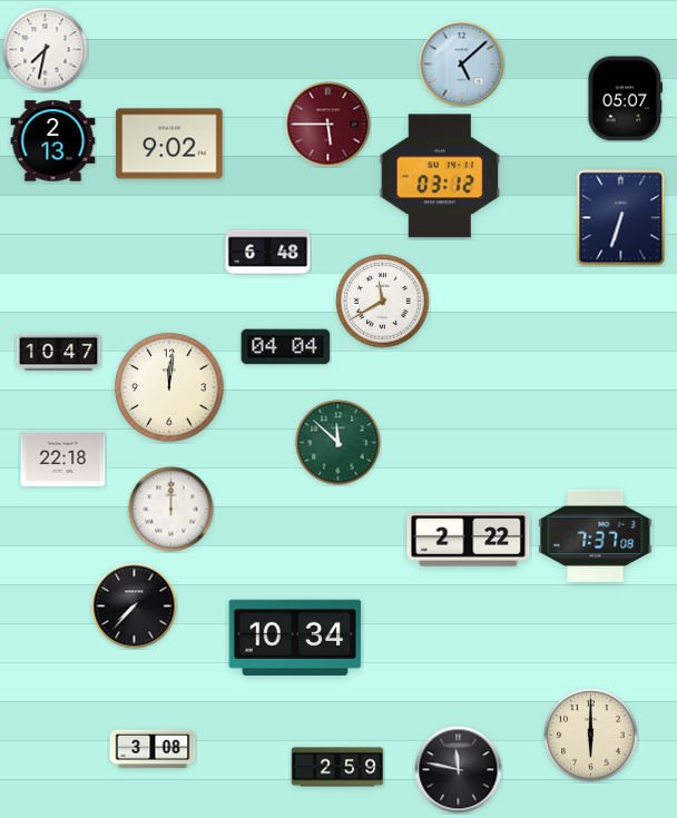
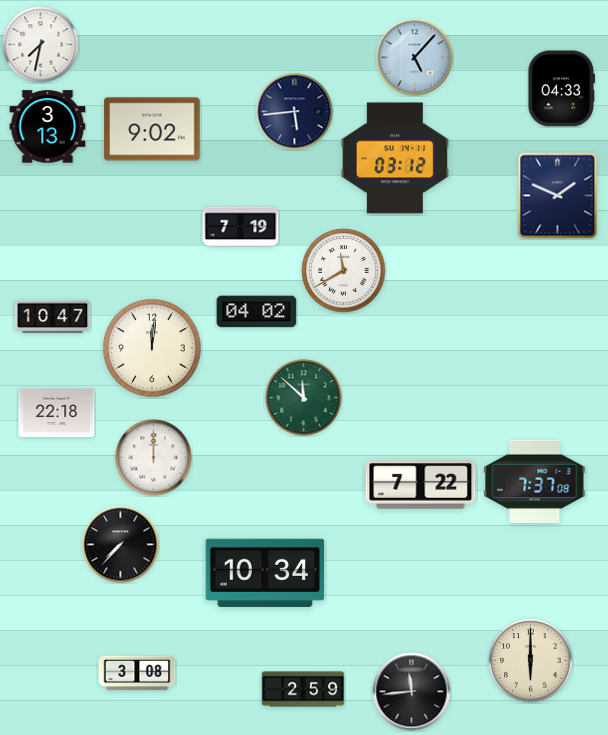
clock at (462, 65): 5:08 -> 5:07
clock at (626, 99): 05:07 -> 04:33
clock at (328, 125): 5:45 -> 5:44
clock at (328, 125) dial: burgundy -> navy
clock at (53, 141): 2:13 -> 3:13
clock at (621, 218): 6:33 -> 1:49
clock at (268, 253): 6:48 -> 7:19
clock at (286, 347): 04:04 -> 04:02
clock at (469, 540): 2:22 -> 7:22
clock at (459, 770): 11:47 -> 11:44
